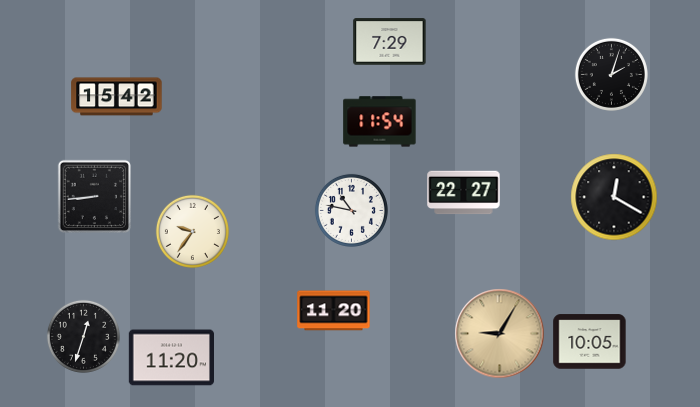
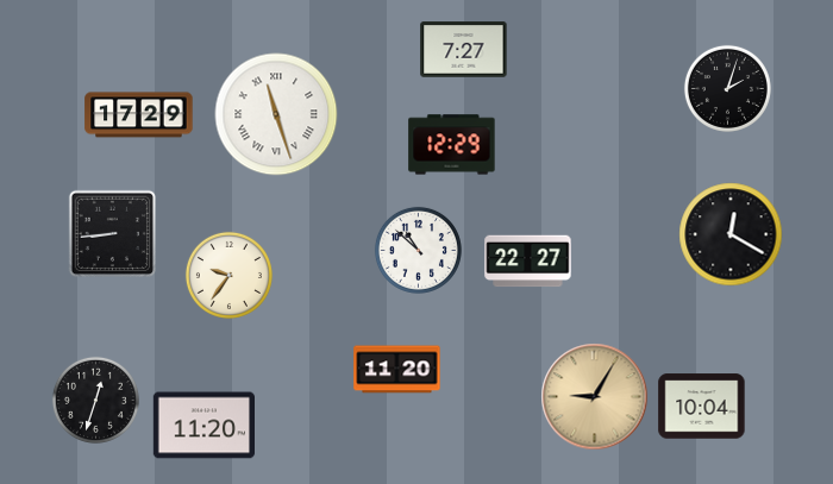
clock at (390, 42): 7:29 -> 7:27
clock at (276, 114): none -> 11:27
clock at (117, 97): 15:42 -> 17:29
clock at (380, 122): 11:54 -> 12:29
clock at (464, 193) position: (464, 193) -> (528, 262)
clock at (351, 210): 10:47 -> 10:52
clock at (83, 336) position: (83, 336) -> (95, 400)
clock at (590, 342): 10:05 -> 10:04
